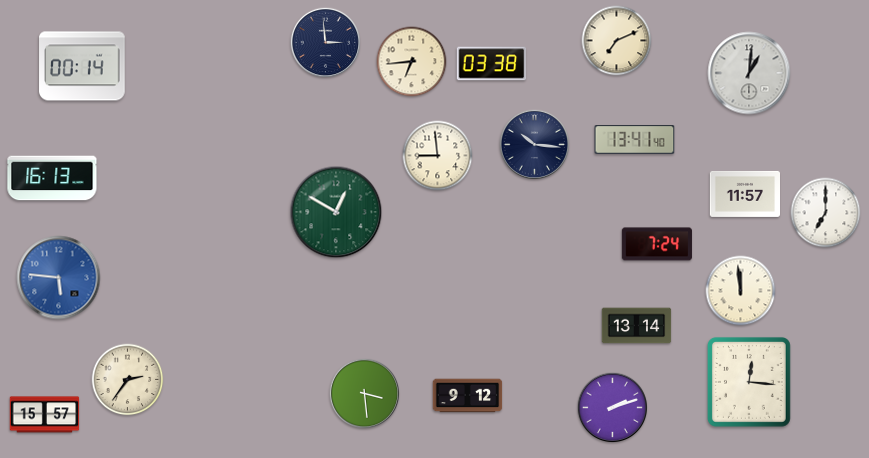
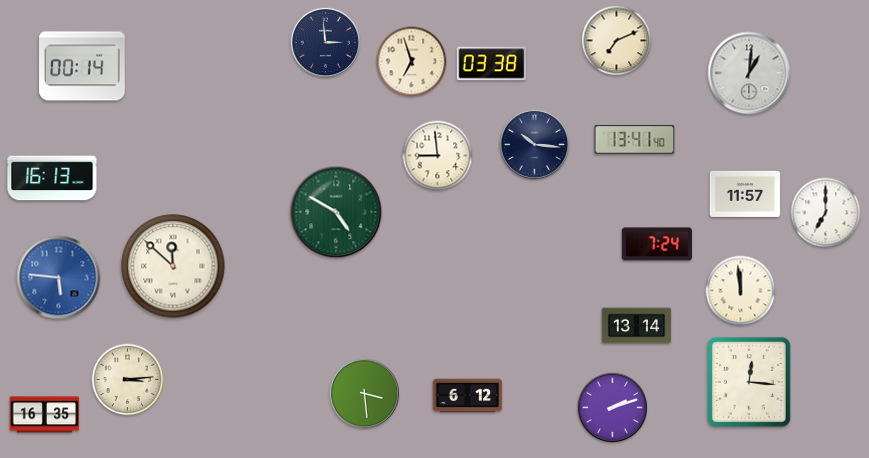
clock at (412, 62): 6:44 -> 6:57
clock at (336, 212): 12:50 -> 4:50
clock at (173, 266): none -> 11:52
clock at (128, 380): 2:36 -> 3:14
clock at (468, 396): 9:12 -> 6:12
clock at (45, 415): 15:57 -> 16:35
